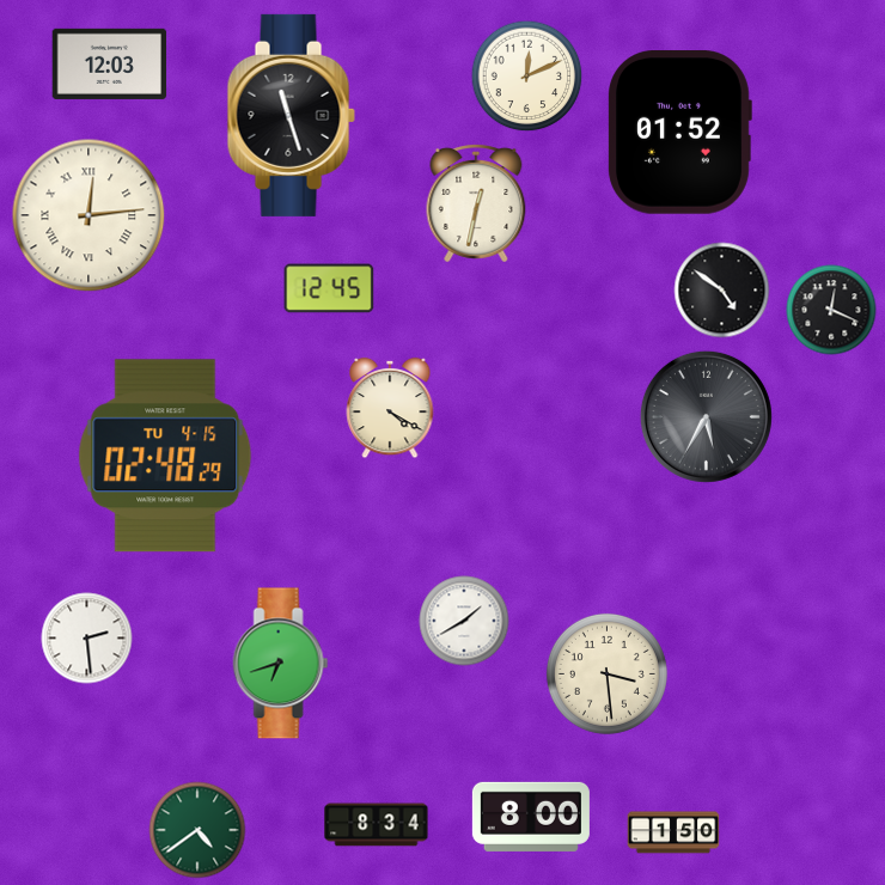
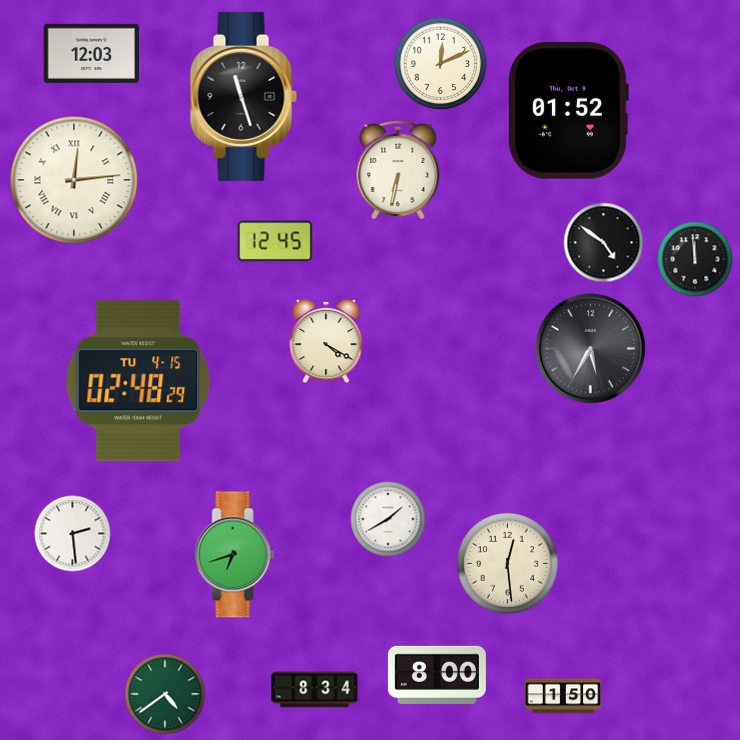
clock at (476, 203): 12:32 -> 6:32
clock at (831, 310): 12:19 -> 11:59
clock at (606, 673): 3:29 -> 12:29
clock at (531, 817) position: (531, 817) -> (437, 675)
